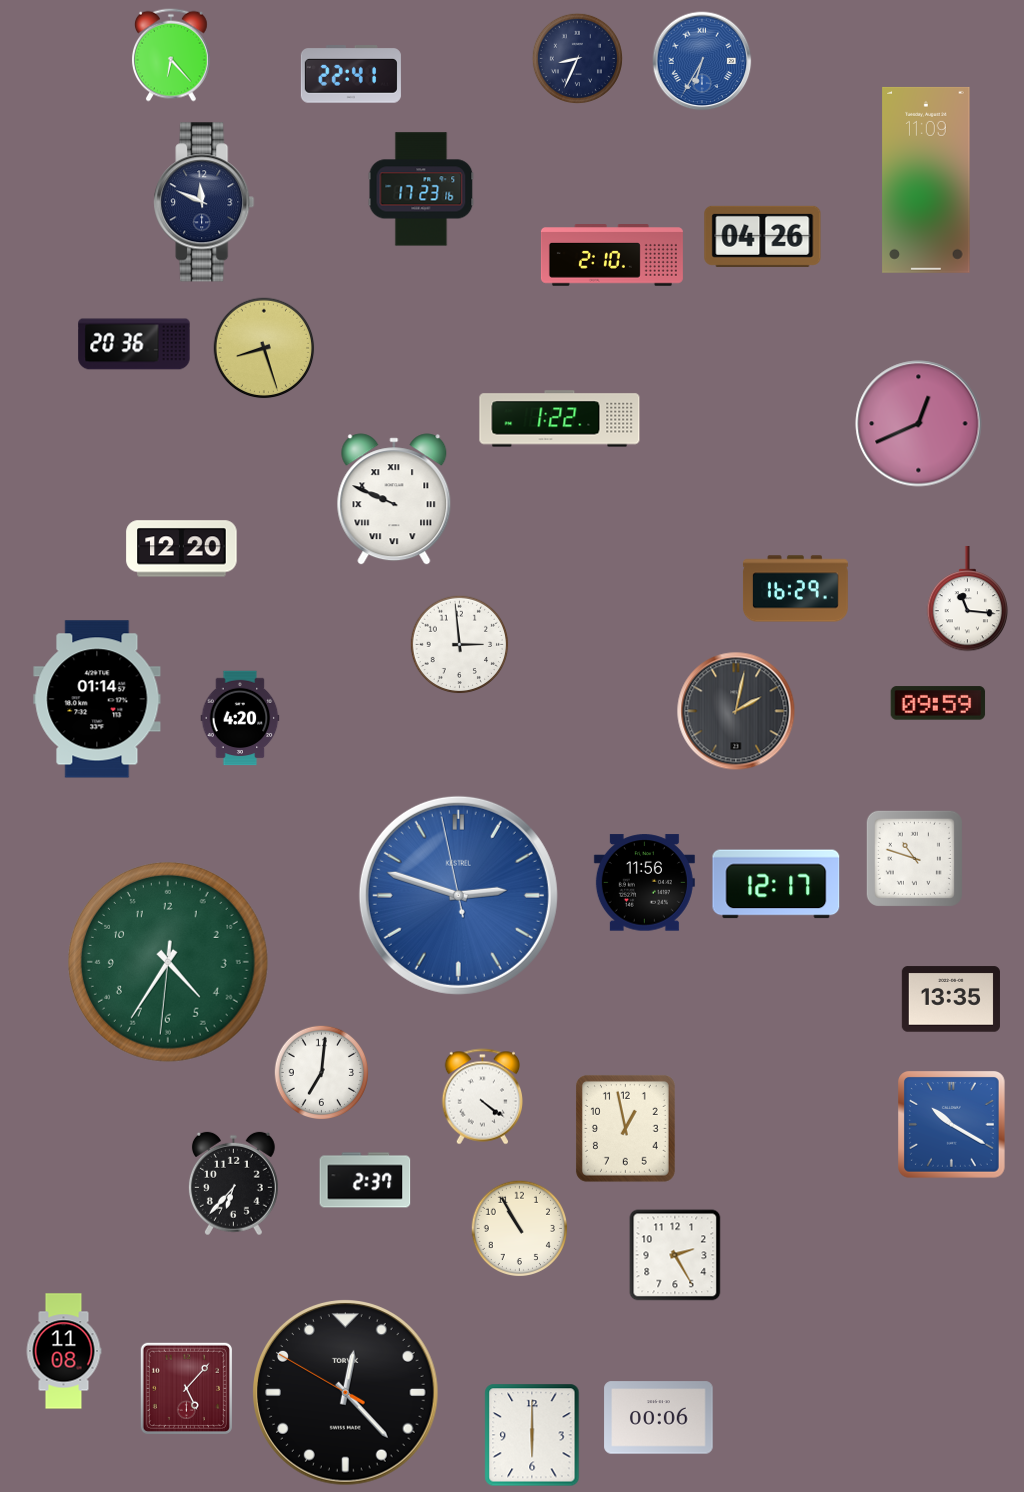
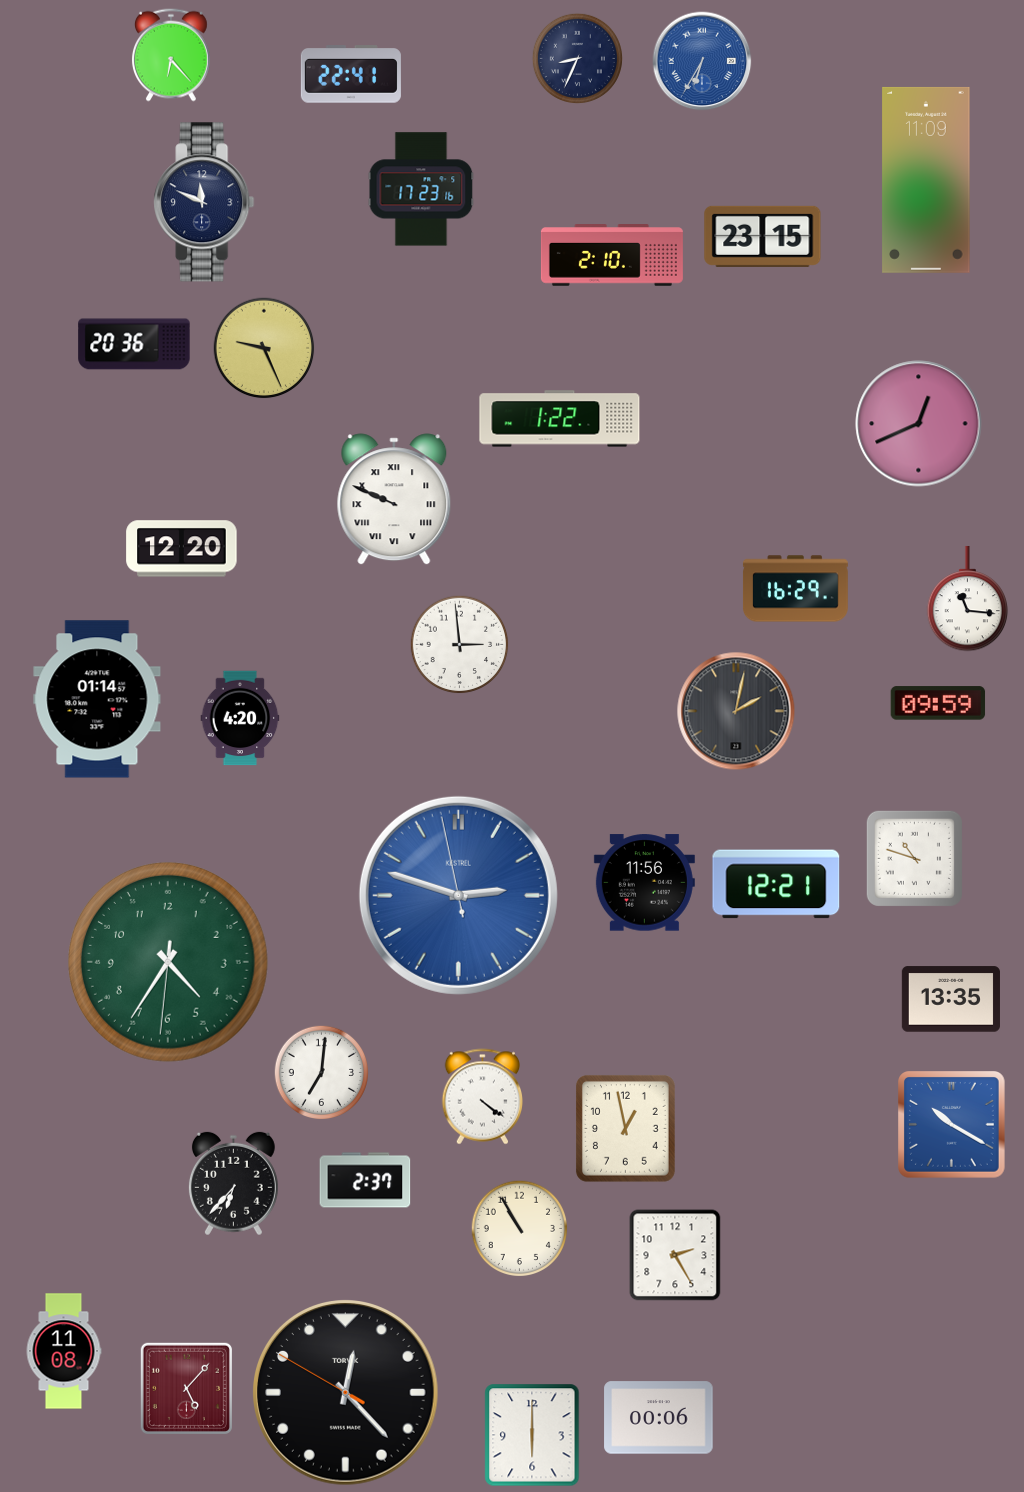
clock at (763, 236): 04:26 -> 23:15
clock at (264, 348): 8:27 -> 9:26
clock at (776, 884): 12:17 -> 12:21
